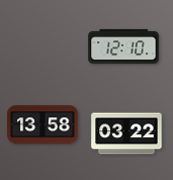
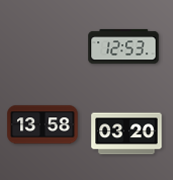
clock at (124, 47): 12:10 -> 12:53
clock at (127, 134): 03:22 -> 03:20
